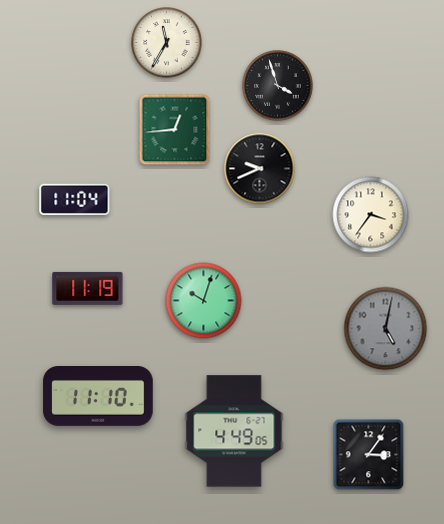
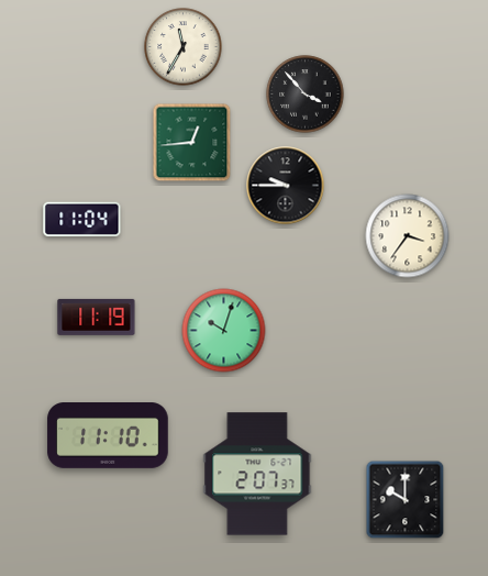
clock at (278, 86): 3:57 -> 3:53
clock at (260, 169): 9:41 -> 9:45
clock at (386, 329): 5:02 -> none
clock at (234, 431): 4:49 -> 2:07
clock at (369, 455): 3:06 -> 10:00
